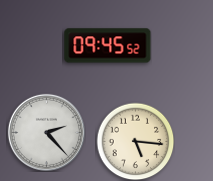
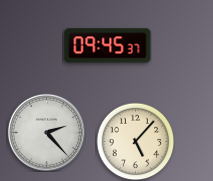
clock at (108, 46): 09:45:52 -> 09:45:37
clock at (135, 141): 5:16 -> 5:07
